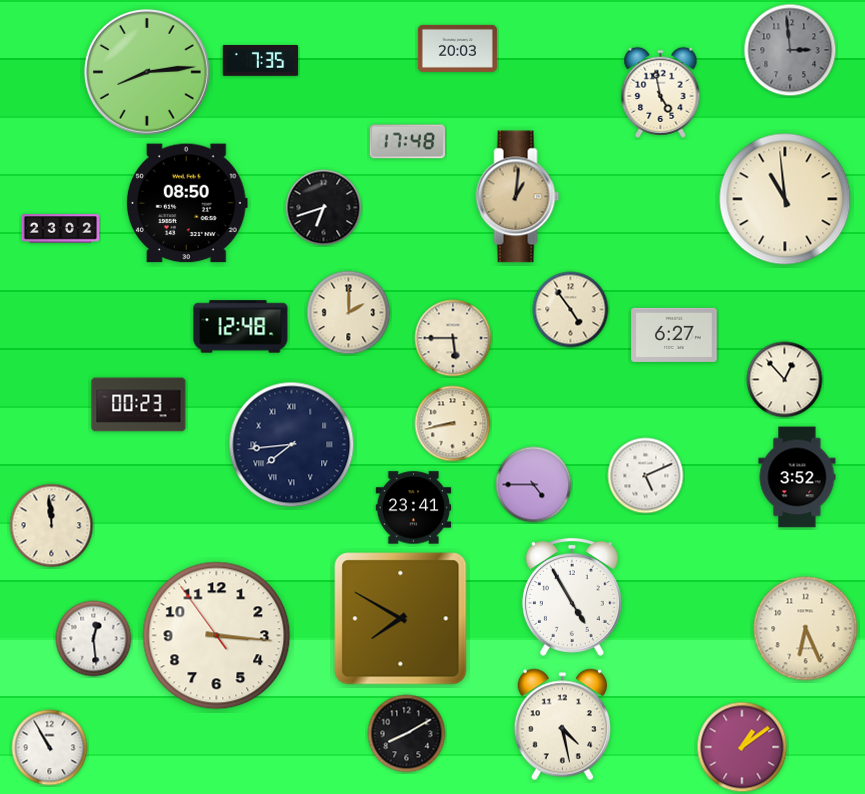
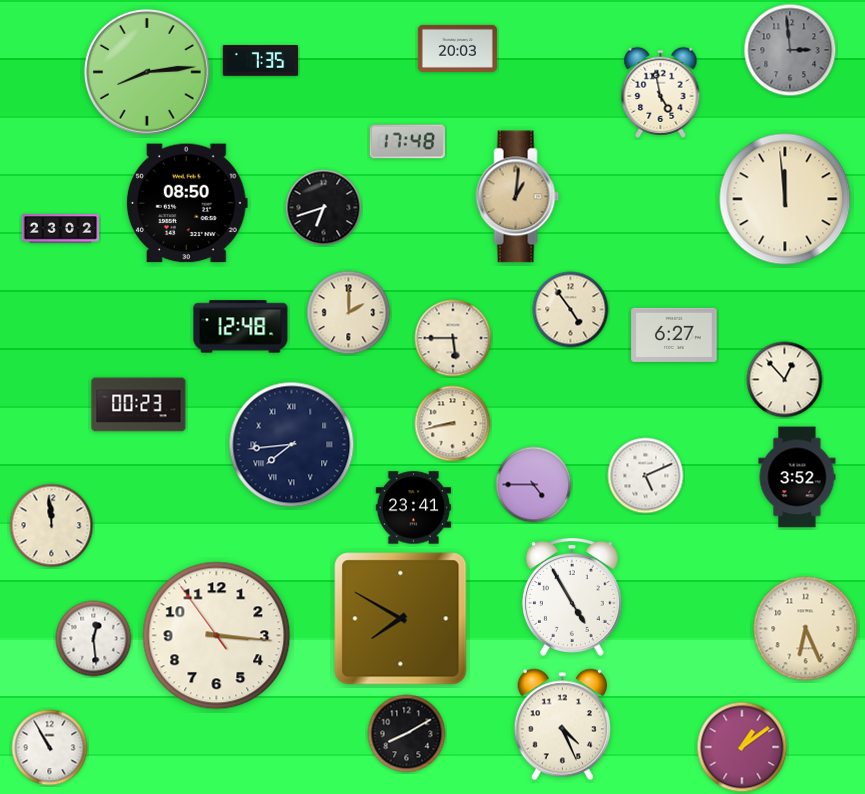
clock at (785, 199): 10:59 -> 11:59
clock at (562, 725): 4:28 -> 4:26
